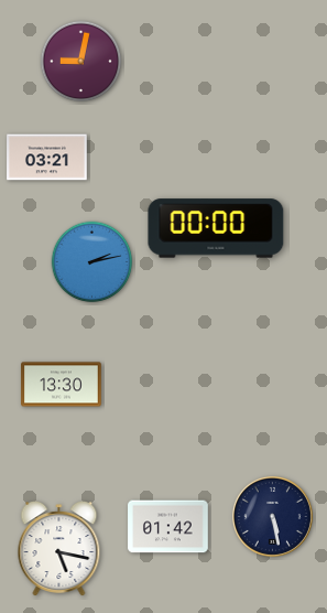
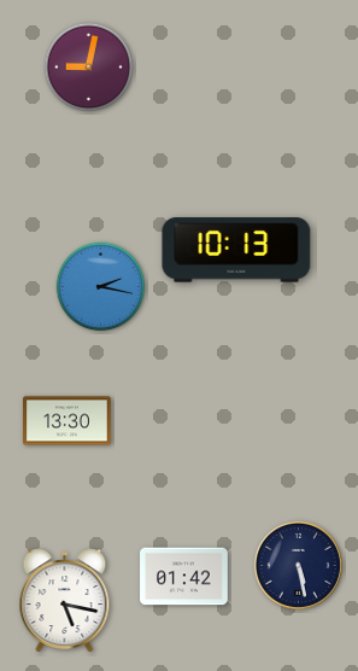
clock at (47, 158): 03:21 -> none
clock at (216, 228): 00:00 -> 10:13
clock at (92, 262): 2:13 -> 2:17
